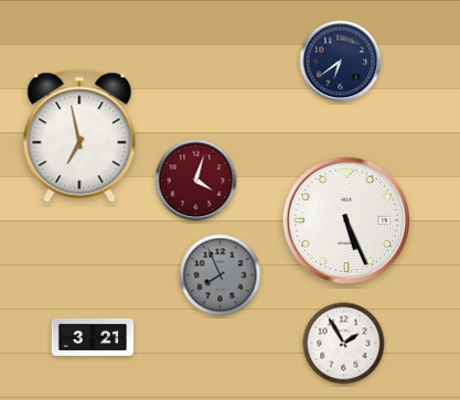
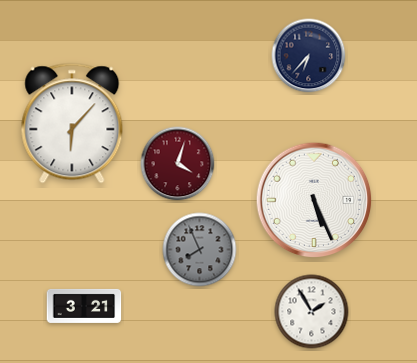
clock at (341, 62): 6:39 -> 6:37
clock at (79, 136): 6:58 -> 6:07
